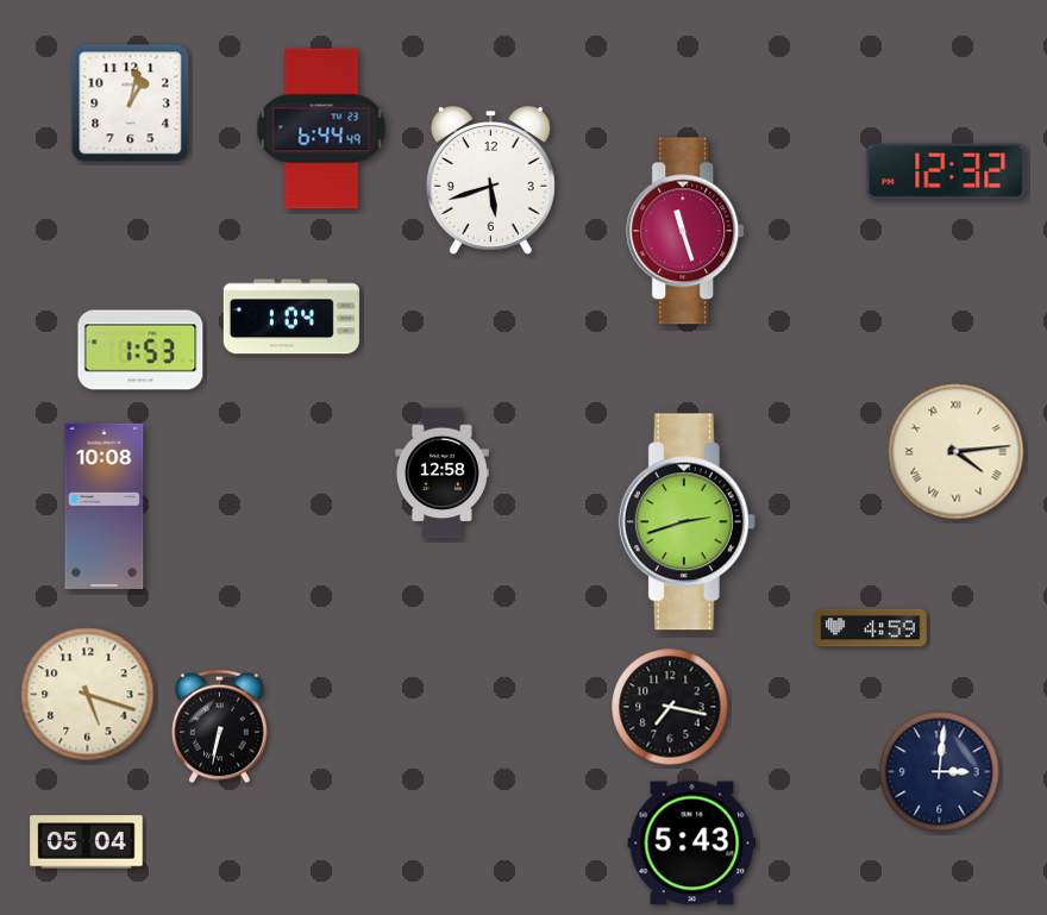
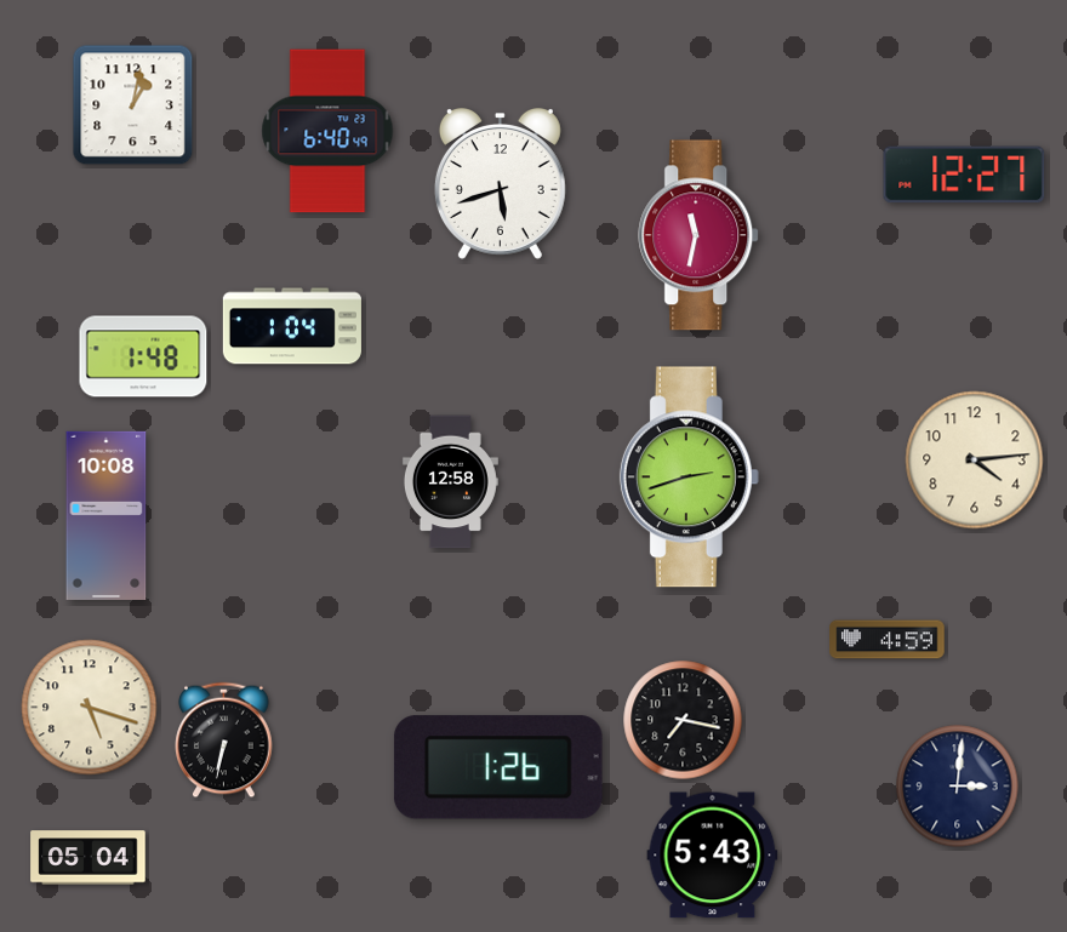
clock at (321, 129): 6:44 -> 6:40
clock at (946, 171): 12:32 -> 12:27
clock at (686, 231): 11:27 -> 11:32
clock at (291, 317) position: (291, 317) -> (292, 326)
clock at (140, 350): 1:53 -> 1:48
clock at (957, 452) numerals: Roman -> Arabic
clock at (686, 522) position: (686, 522) -> (689, 478)
clock at (498, 767): none -> 1:26
clock at (692, 844) position: (692, 844) -> (713, 856)
